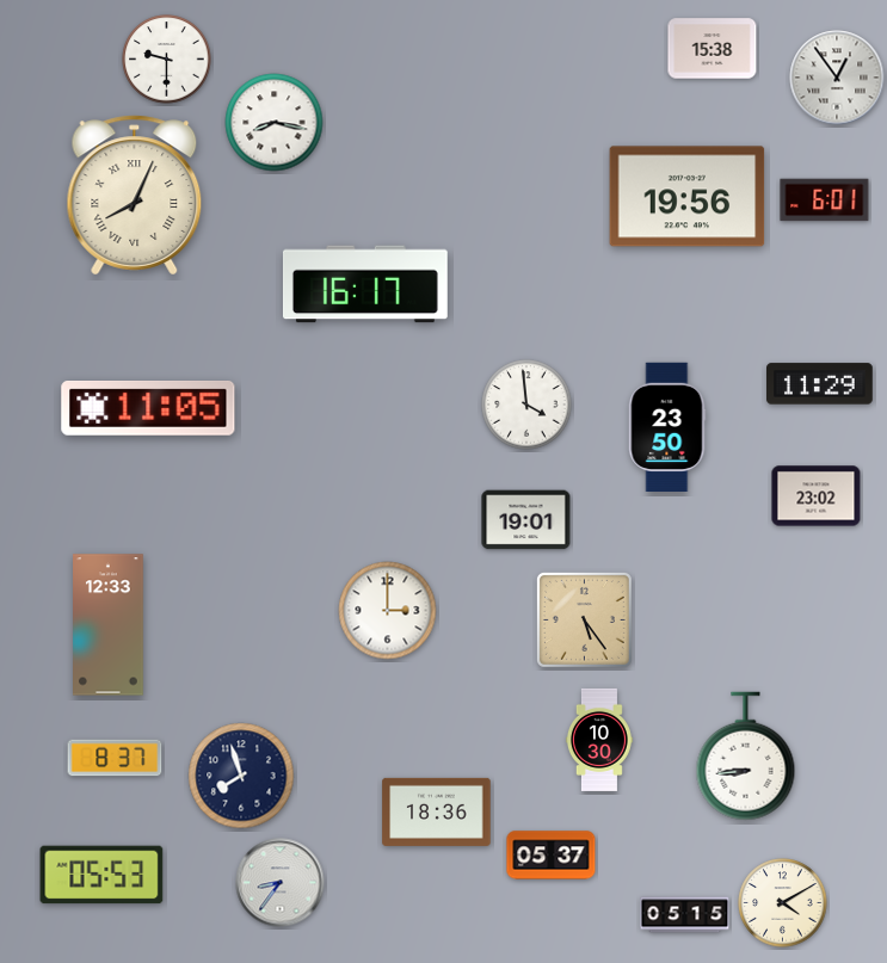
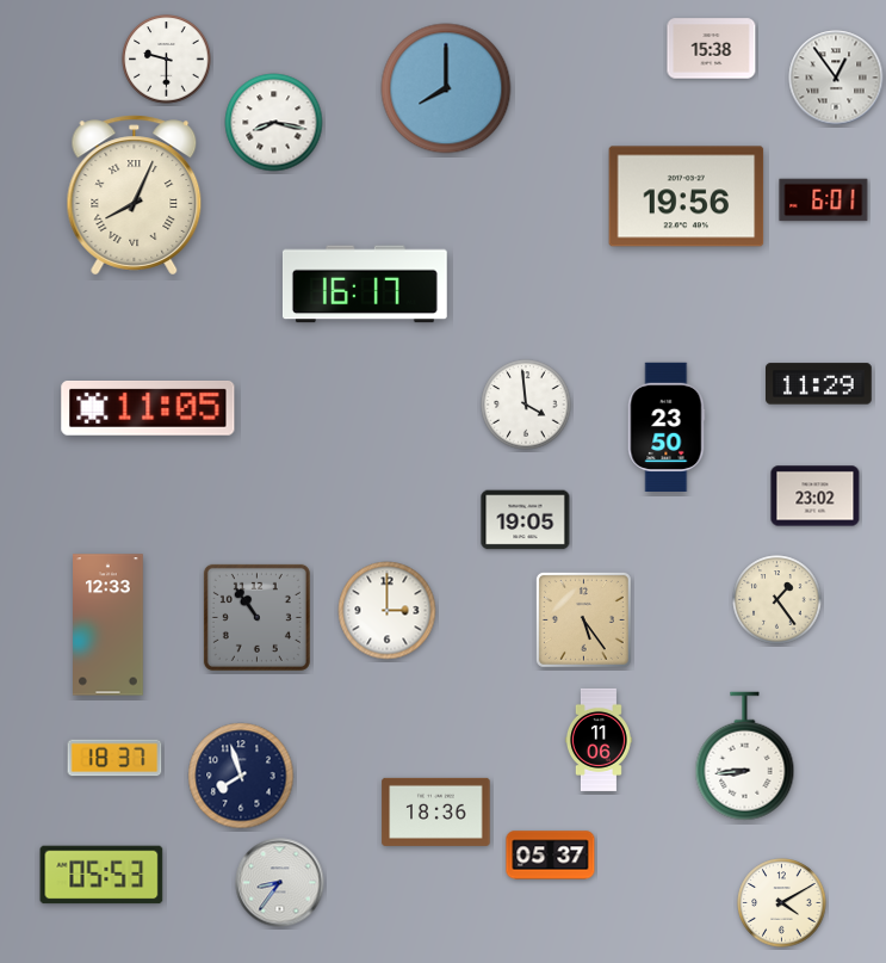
clock at (446, 88): none -> 8:00
clock at (526, 520): 19:01 -> 19:05
clock at (777, 600): none -> 1:24
clock at (256, 617): none -> 10:54
clock at (599, 740): 10:30 -> 11:06
clock at (115, 758): 8:37 -> 18:37
clock at (685, 915): 05:15 -> none
